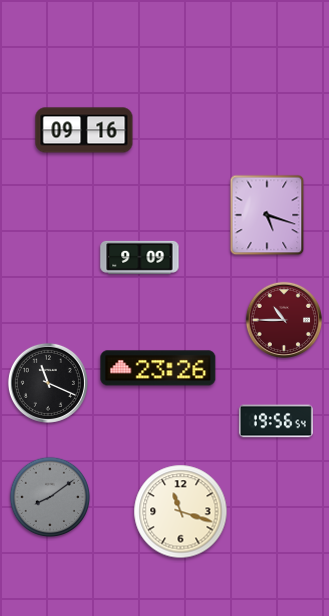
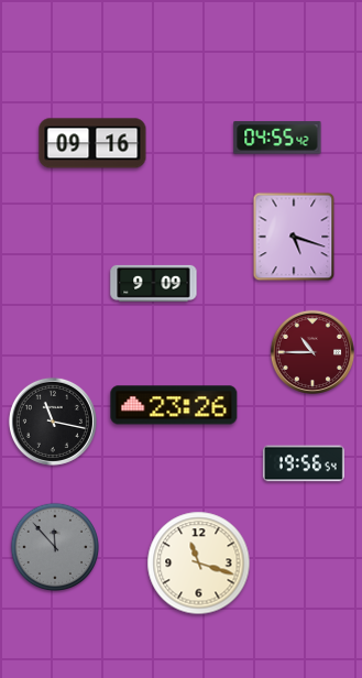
clock at (277, 138): none -> 04:55
clock at (48, 383): 11:19 -> 11:17
clock at (50, 497): 8:09 -> 11:53
